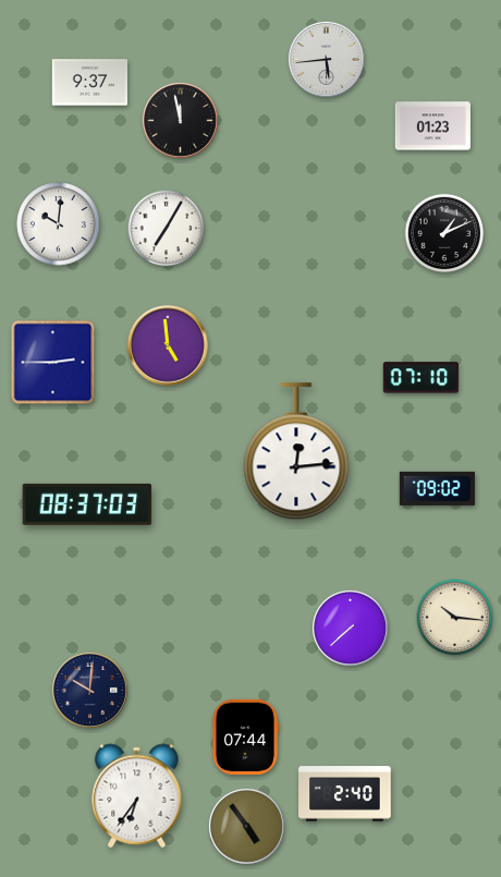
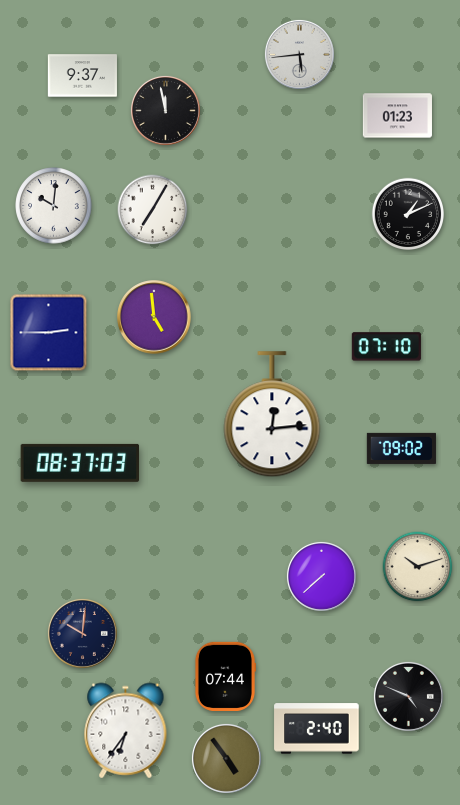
clock at (455, 618): 10:16 -> 10:12
clock at (408, 696): none -> 4:49
